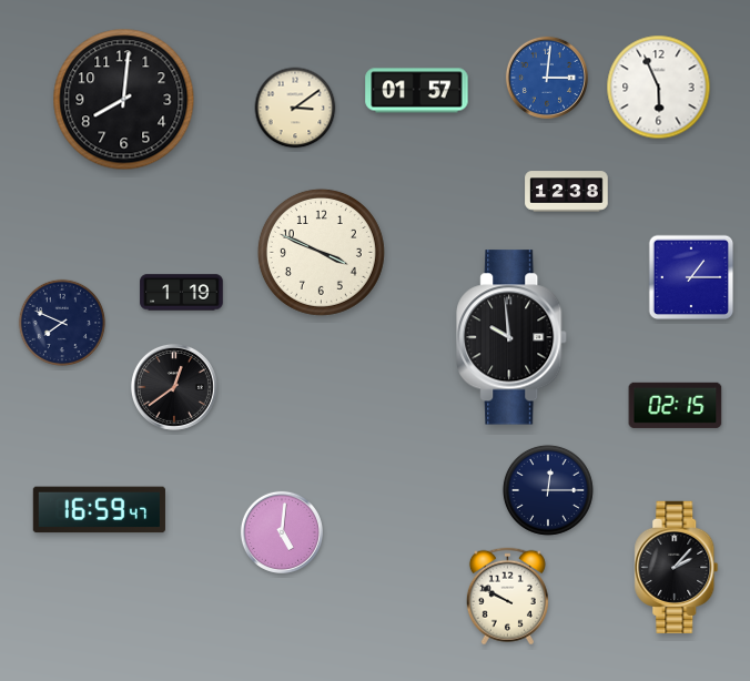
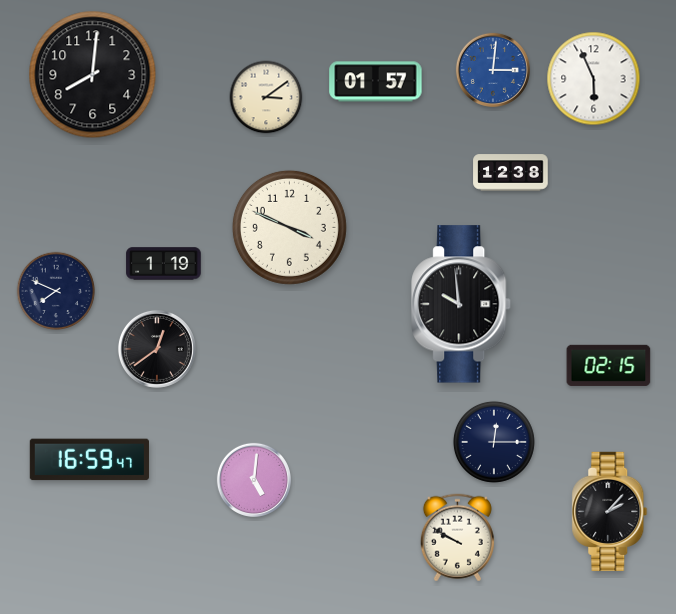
clock at (124, 100) position: (124, 100) -> (93, 75)
clock at (691, 277): 1:15 -> none
